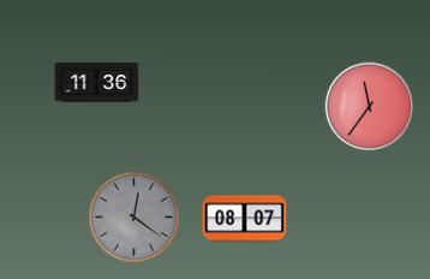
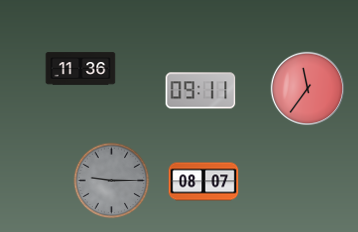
clock at (201, 91): none -> 09:11
clock at (135, 218): 12:21 -> 9:15
